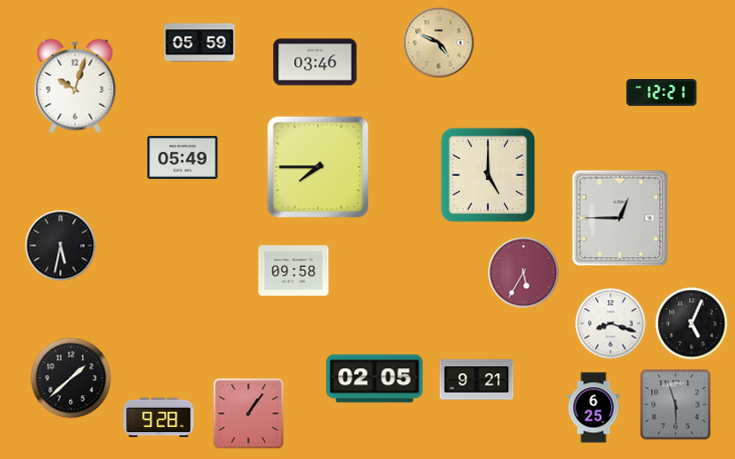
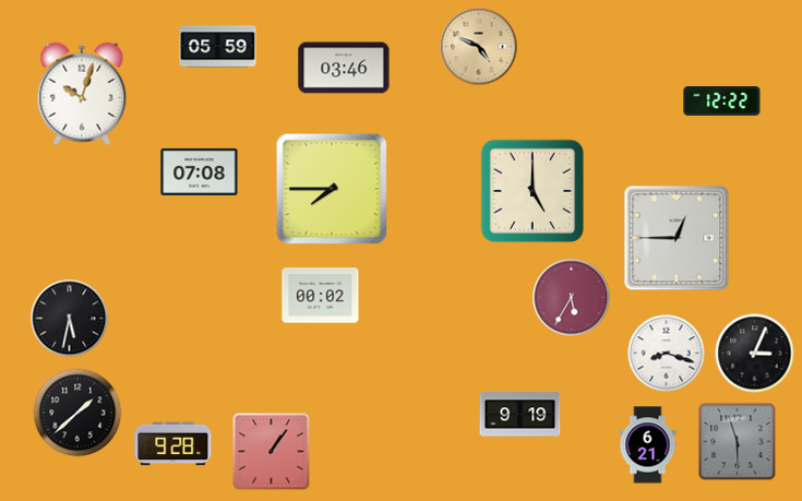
clock at (662, 93): 12:21 -> 12:22
clock at (183, 157): 05:49 -> 07:08
clock at (318, 167) position: (318, 167) -> (332, 189)
clock at (61, 246) position: (61, 246) -> (70, 319)
clock at (294, 271): 09:58 -> 00:02
clock at (692, 324): 5:04 -> 3:04
clock at (375, 379): 02:05 -> none
clock at (477, 380): 9:21 -> 9:19
clock at (594, 408): 6:25 -> 6:21
clock at (159, 418) position: (159, 418) -> (173, 444)
